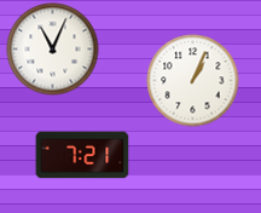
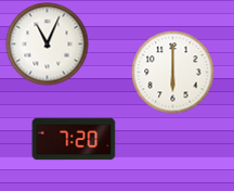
clock at (193, 81): 1:04 -> 6:00
clock at (82, 155): 7:21 -> 7:20
